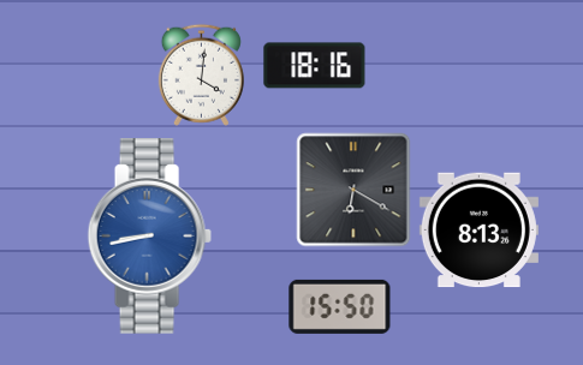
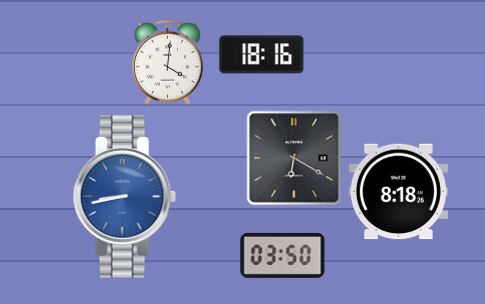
clock at (478, 231): 8:13 -> 8:18
clock at (340, 306): 15:50 -> 03:50
